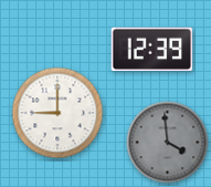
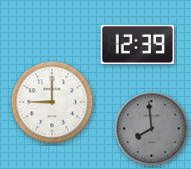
clock at (168, 143): 3:59 -> 7:59
